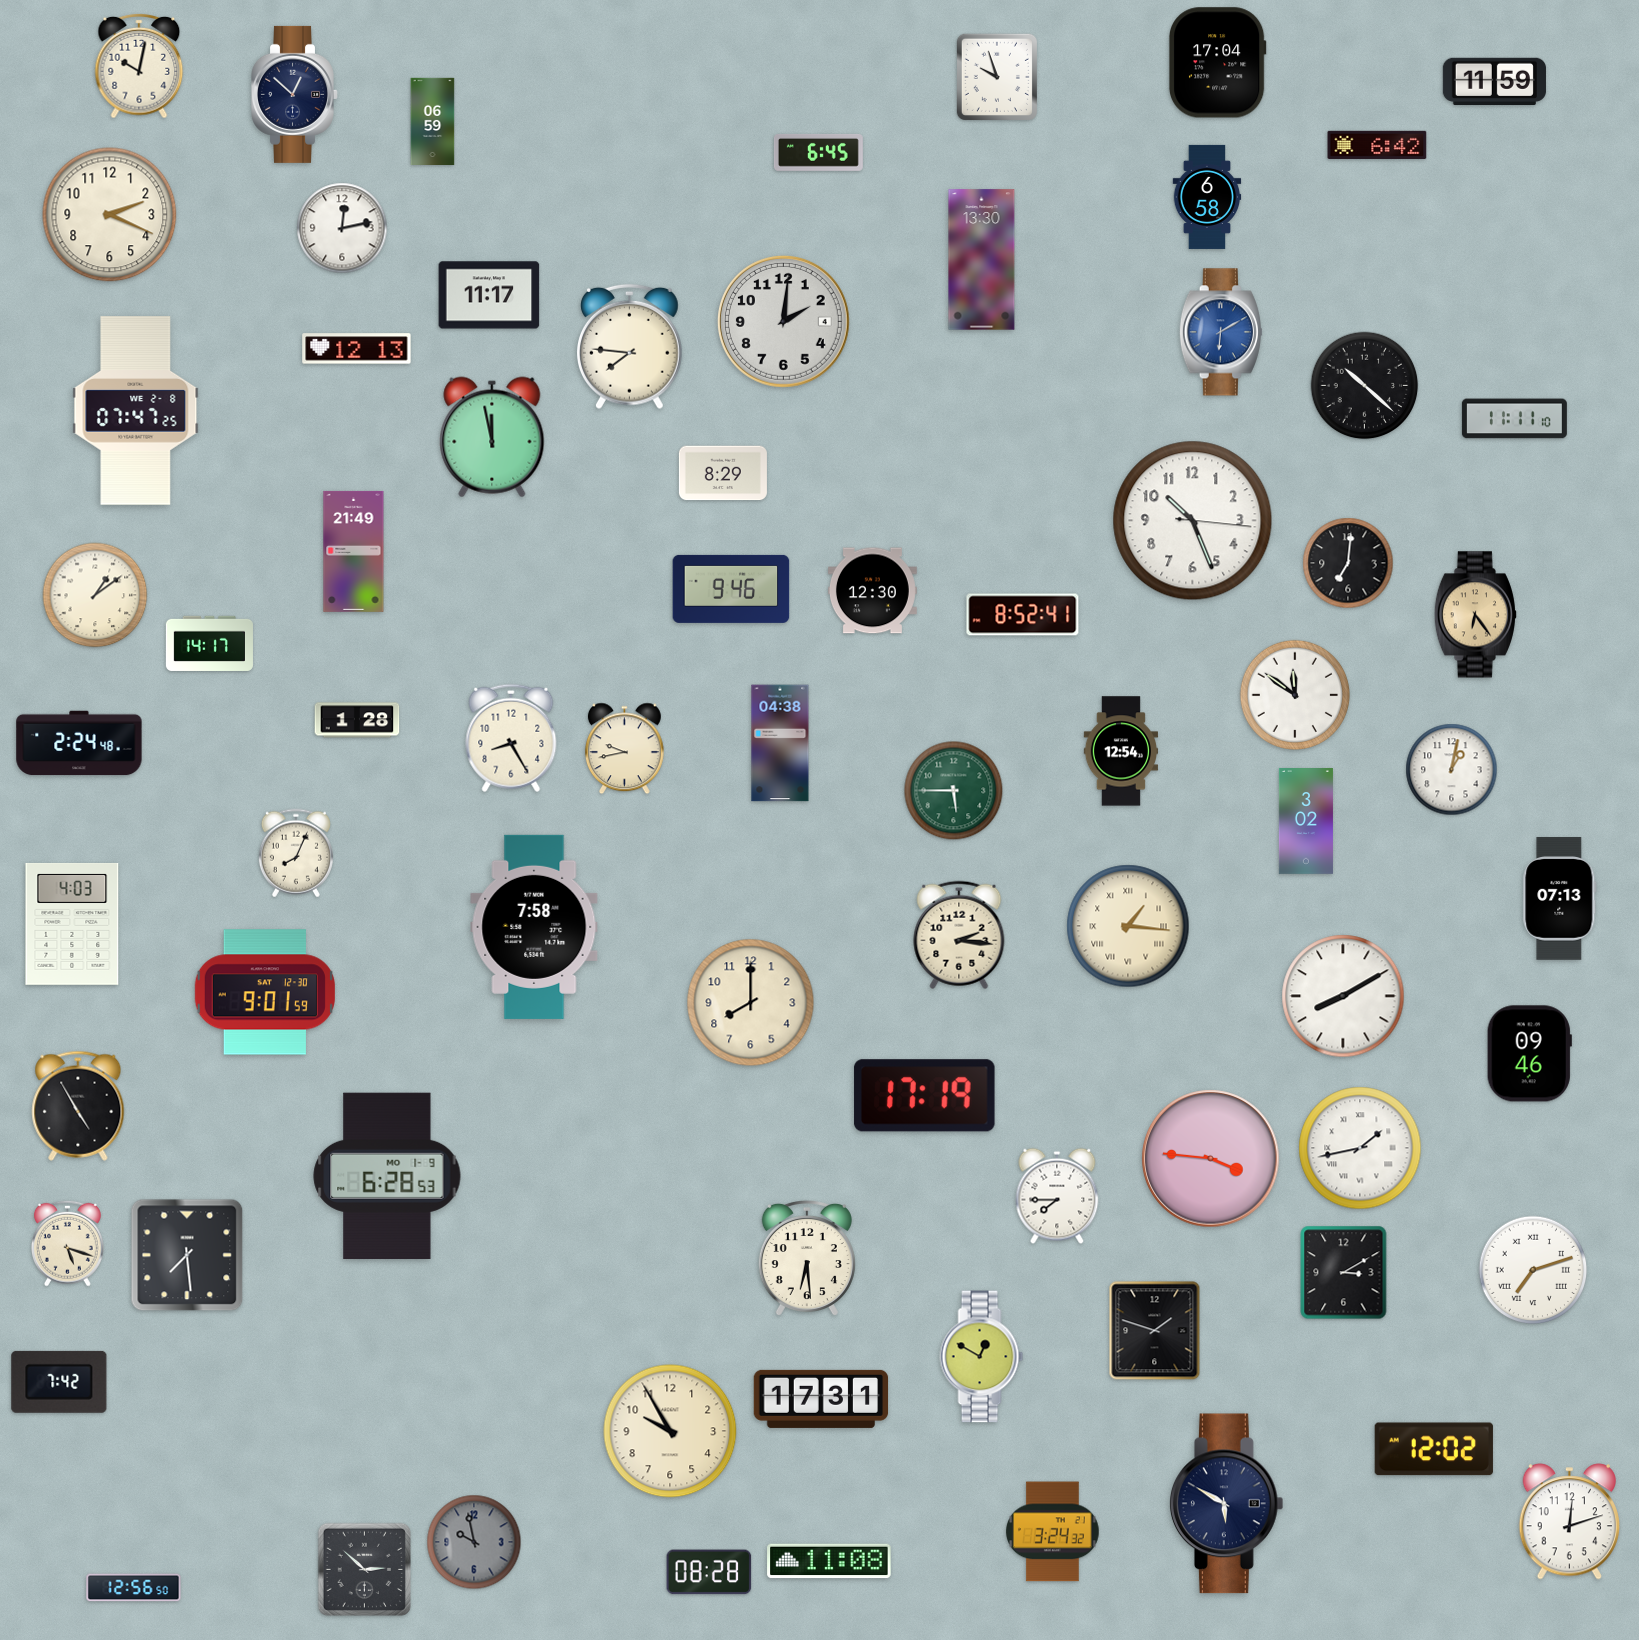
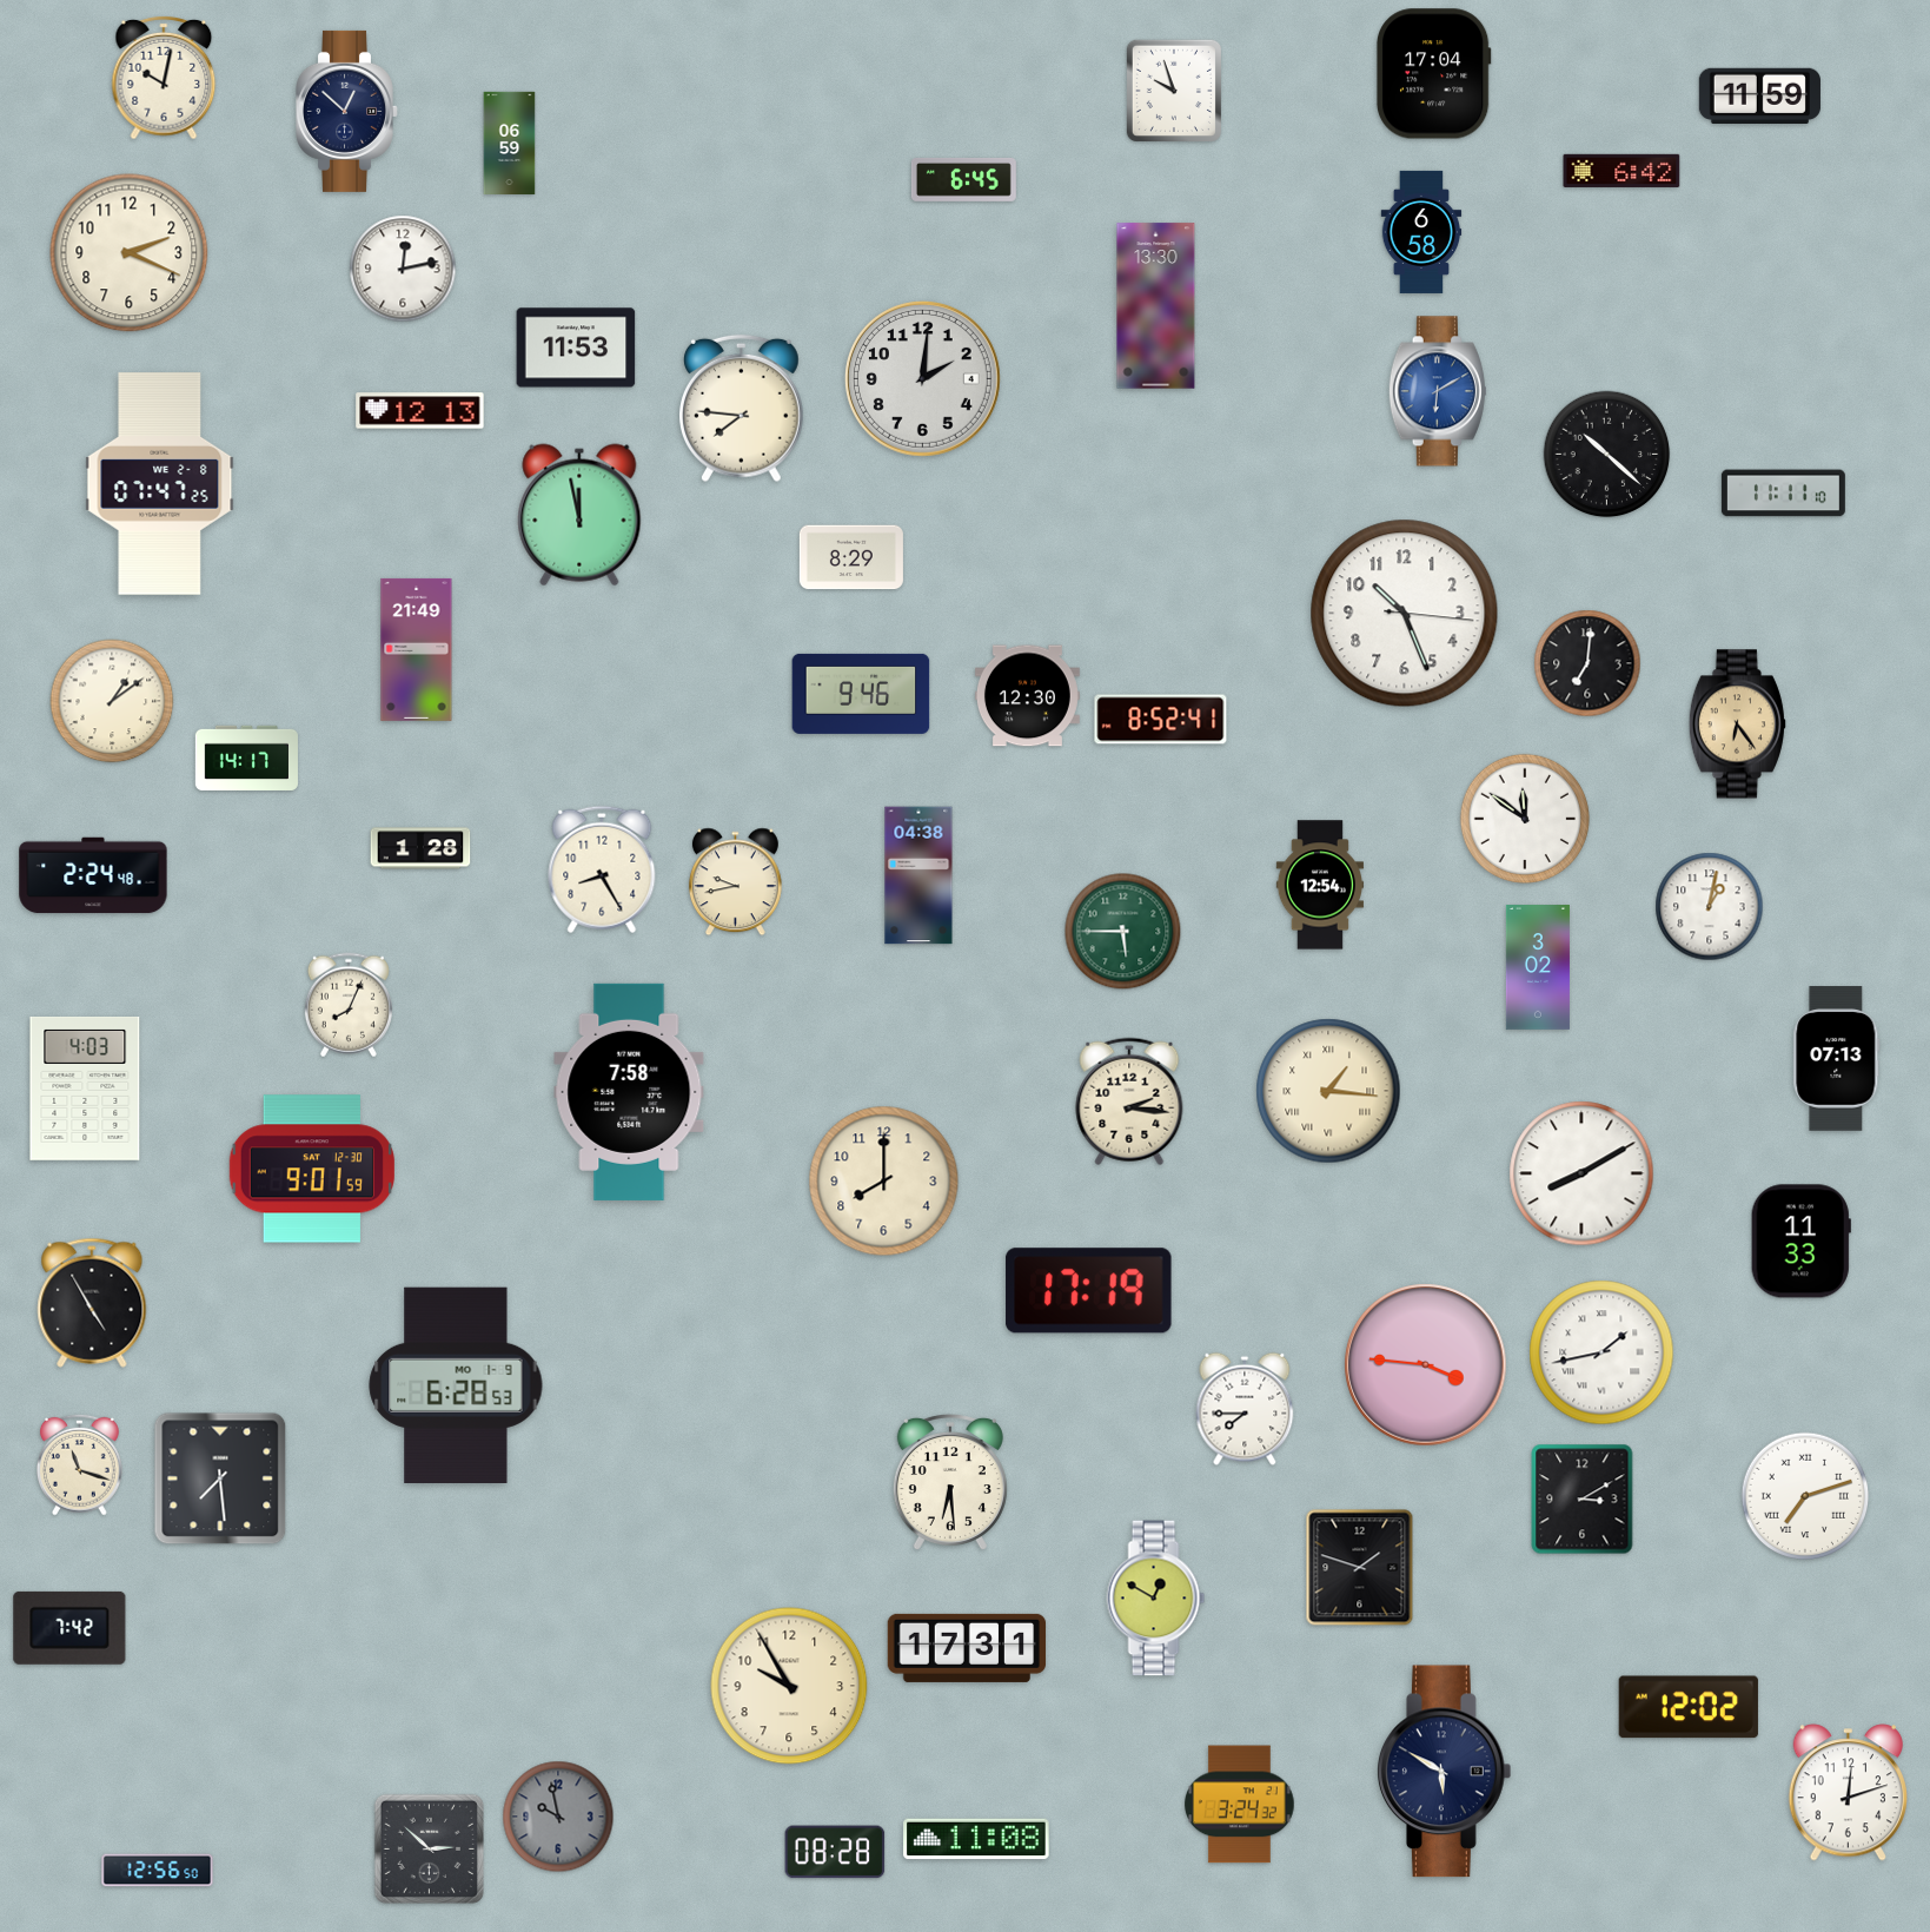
clock at (489, 295): 11:17 -> 11:53
clock at (1023, 615) position: (1023, 615) -> (1161, 720)
clock at (1529, 1054): 09:46 -> 11:33
clock at (68, 1243): 5:18 -> 11:18
